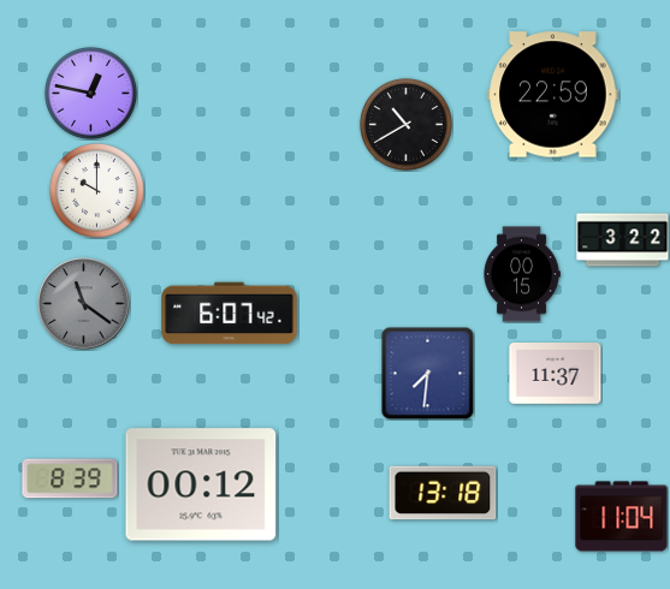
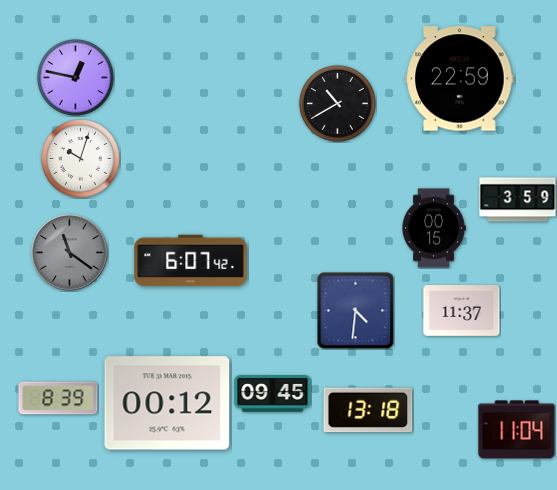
clock at (96, 190): 10:00 -> 10:03
clock at (623, 240): 3:22 -> 3:59
clock at (427, 373): 7:31 -> 4:31
clock at (273, 394): none -> 09:45
